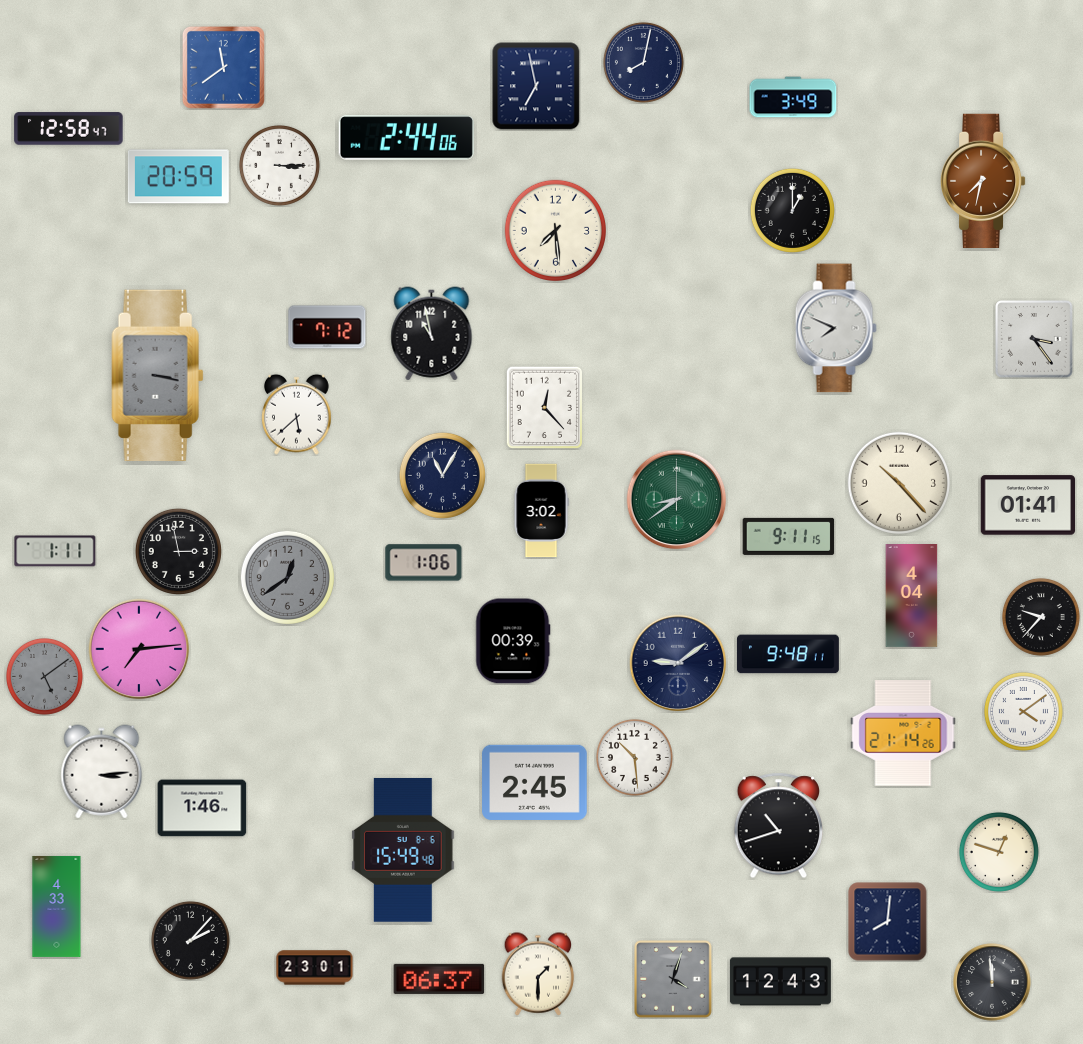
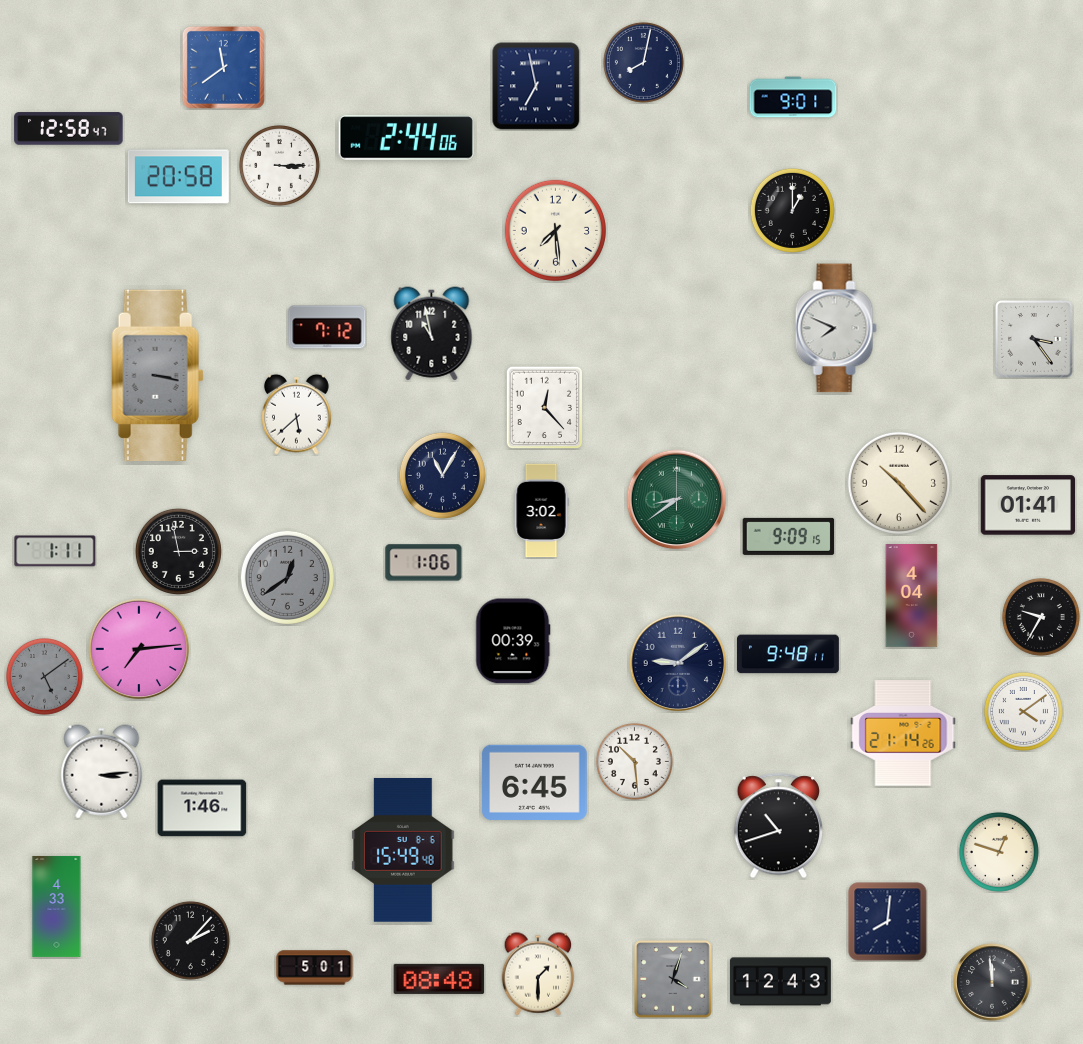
clock at (793, 97): 3:49 -> 9:01
clock at (178, 177): 20:59 -> 20:58
clock at (983, 180): 7:32 -> none
clock at (789, 536): 9:11 -> 9:09
clock at (1041, 617): 9:37 -> 9:35
clock at (634, 757) position: (634, 757) -> (634, 761)
clock at (535, 782): 2:45 -> 6:45
clock at (315, 968): 23:01 -> 5:01
clock at (439, 979): 06:37 -> 08:48
